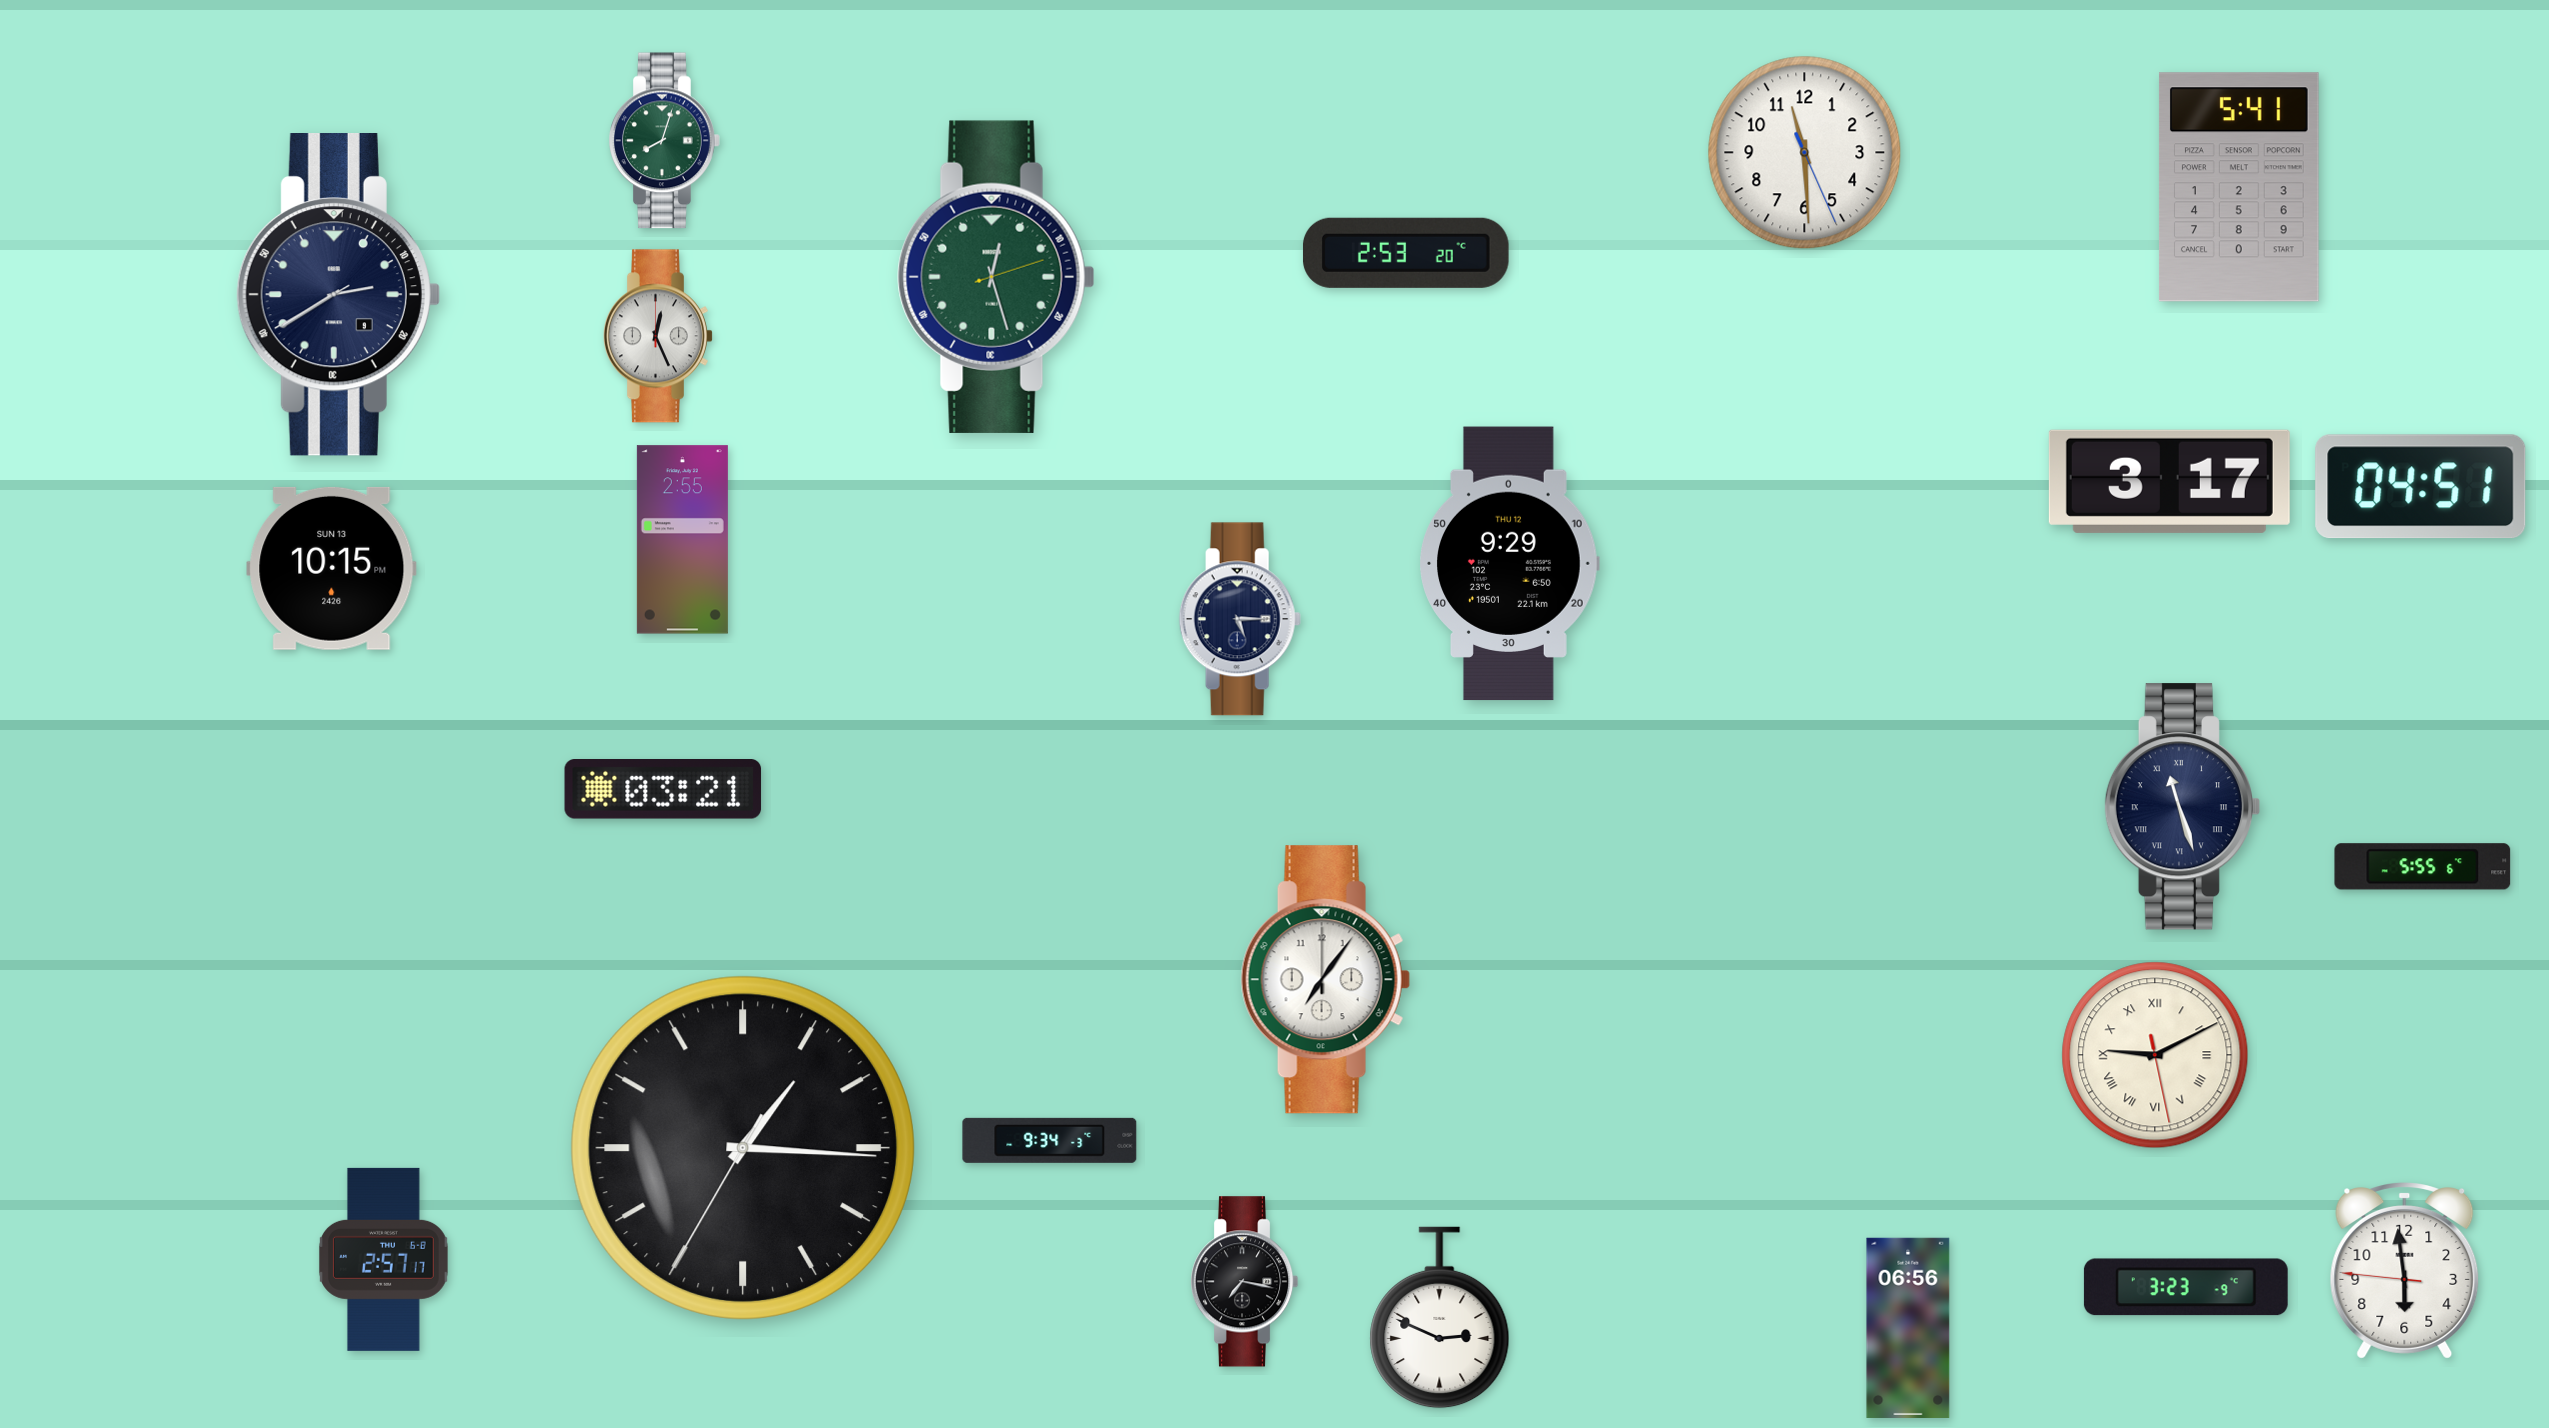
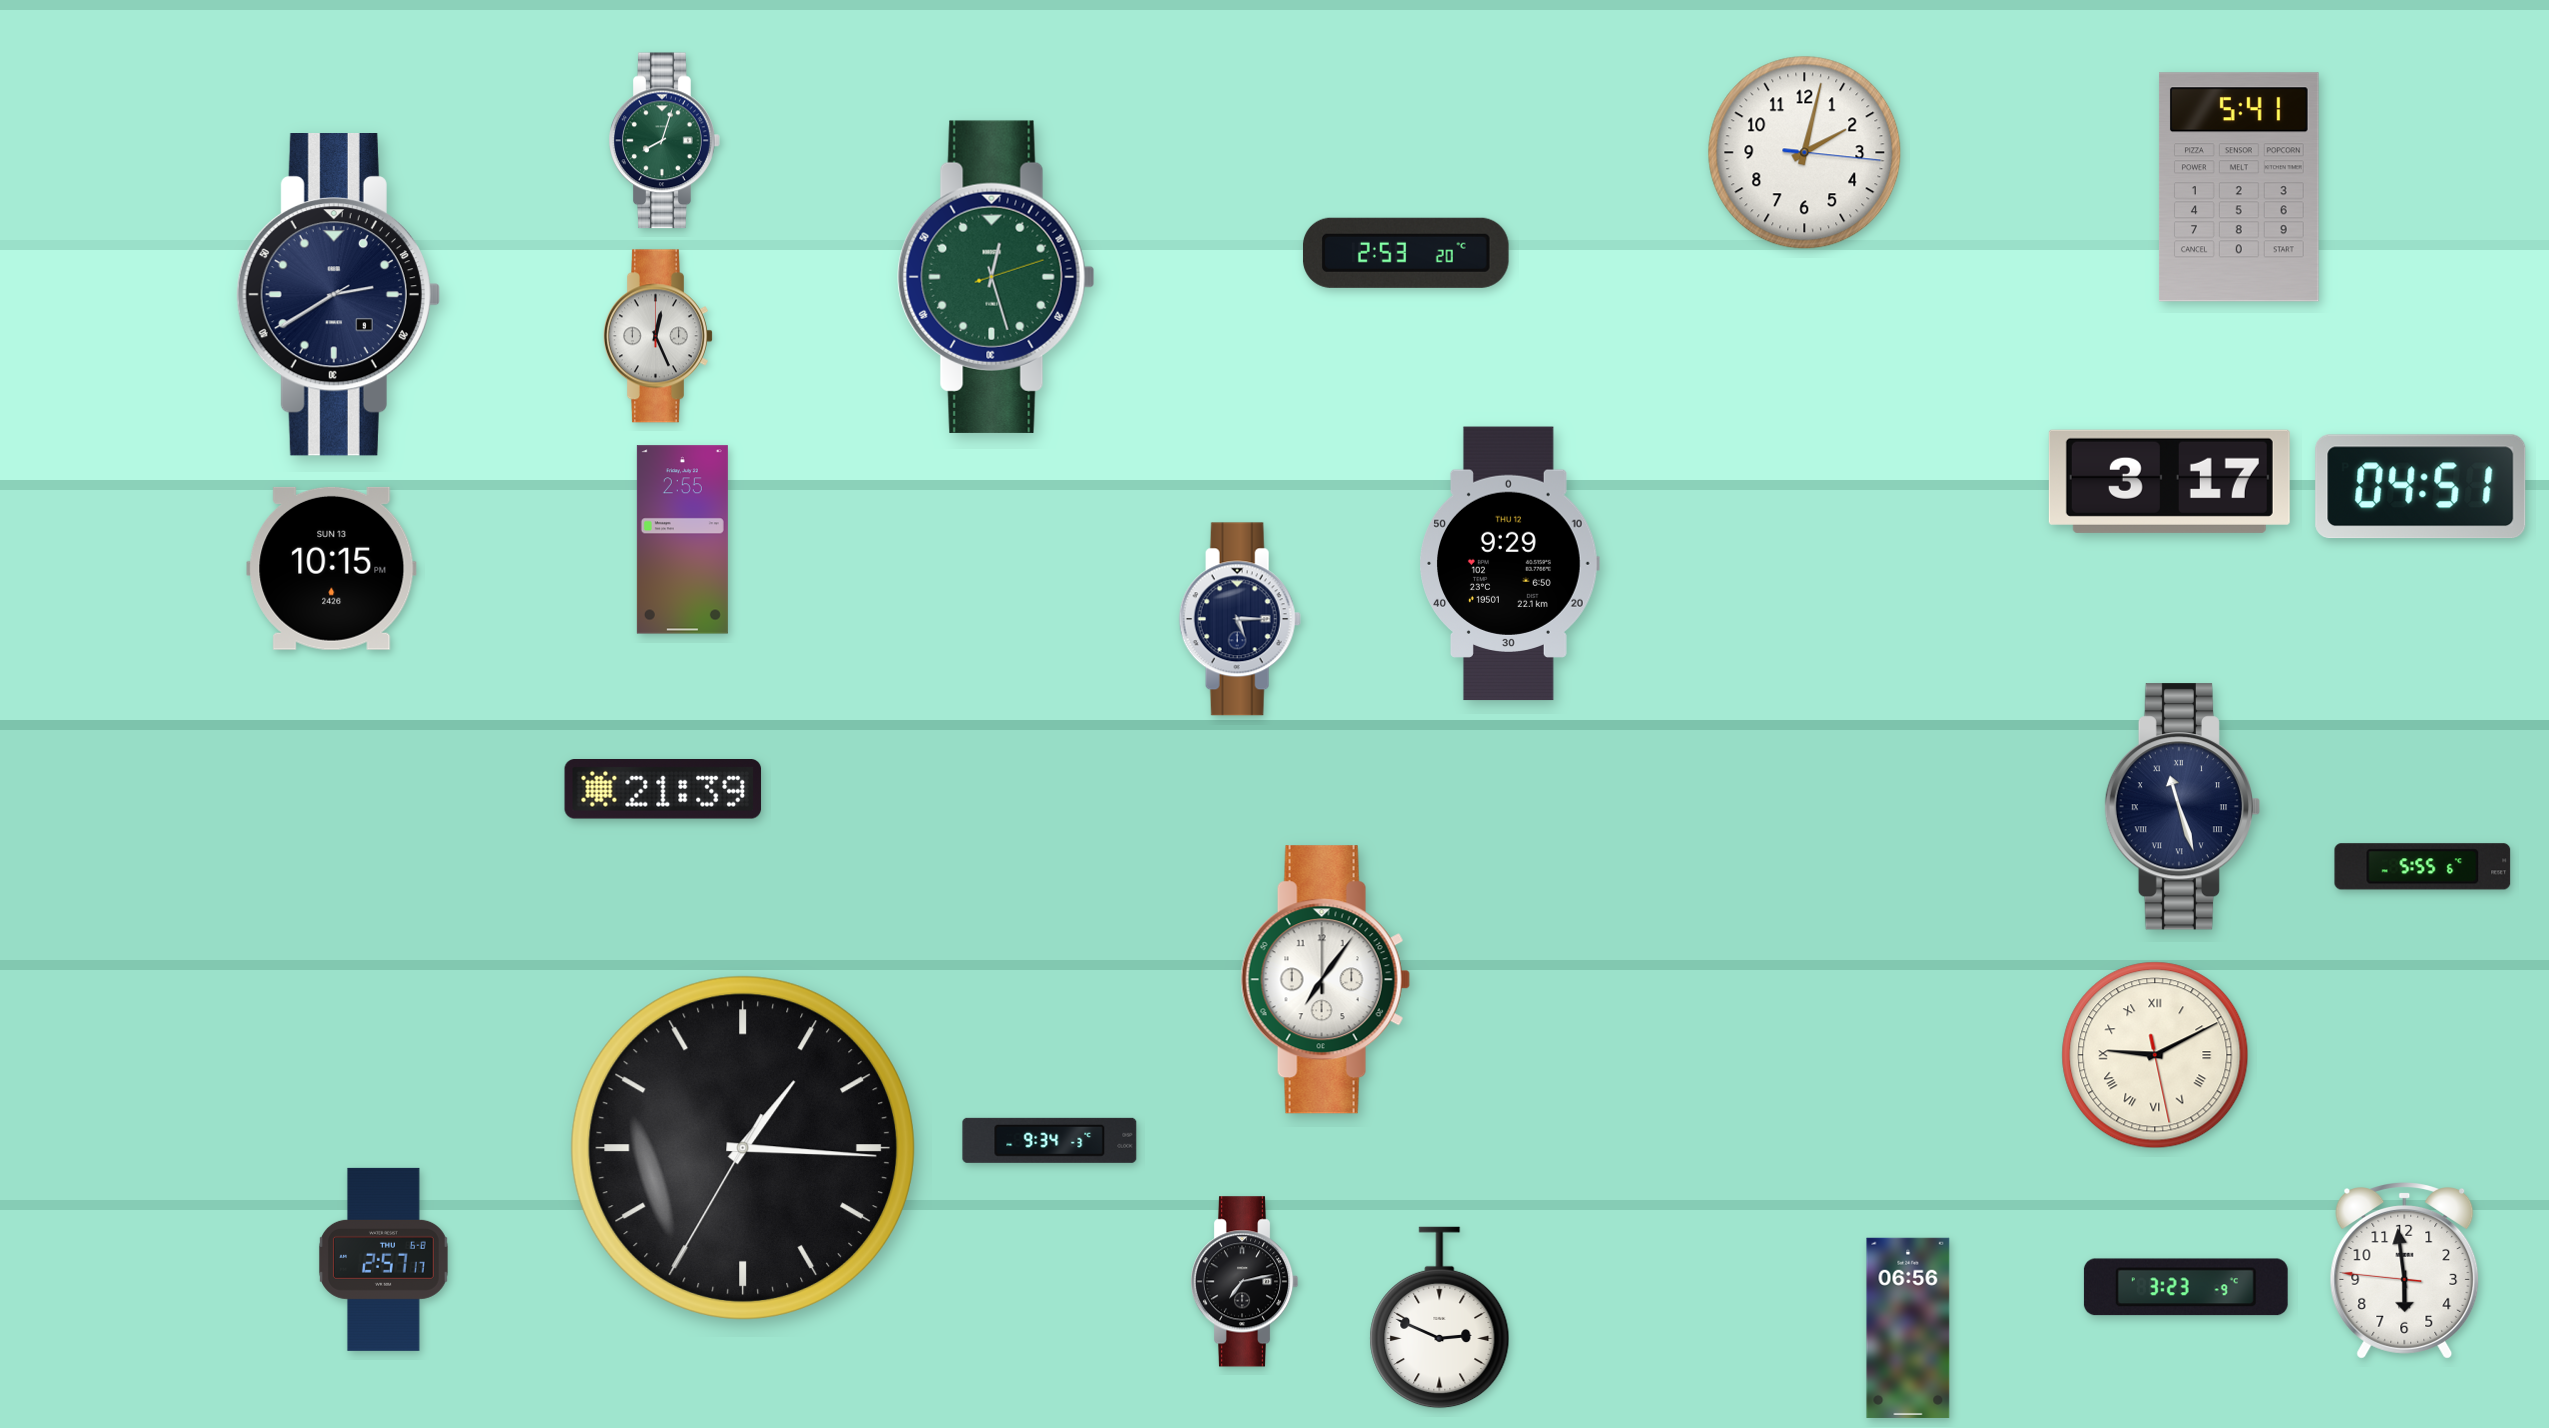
clock at (1805, 153): 11:29 -> 2:02
clock at (663, 790): 03:21 -> 21:39
clock at (1244, 1282): 7:17 -> 7:13
